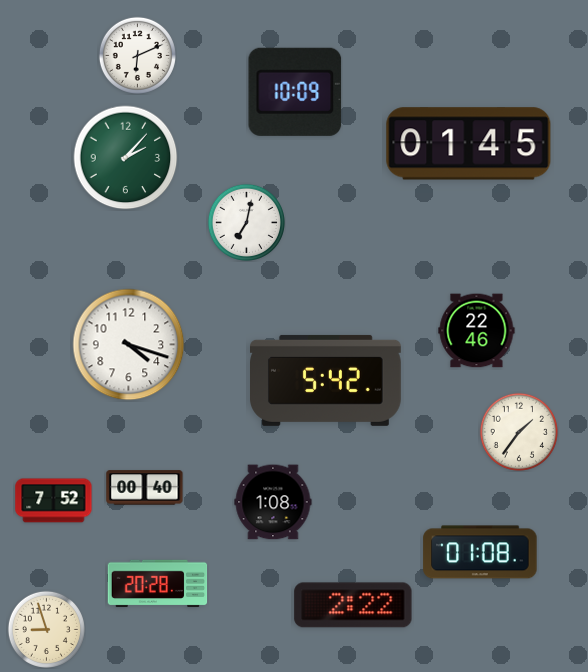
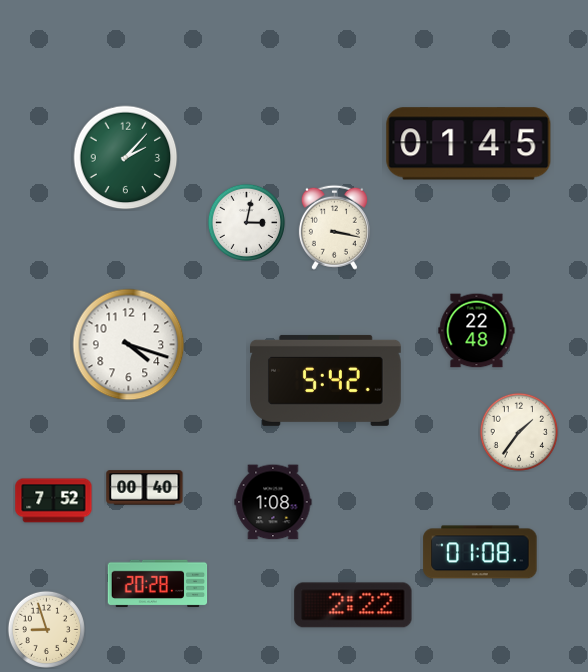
clock at (137, 55): 6:11 -> none
clock at (295, 92): 10:09 -> none
clock at (246, 222): 7:02 -> 3:02
clock at (334, 227): none -> 3:17
clock at (477, 331): 22:46 -> 22:48
